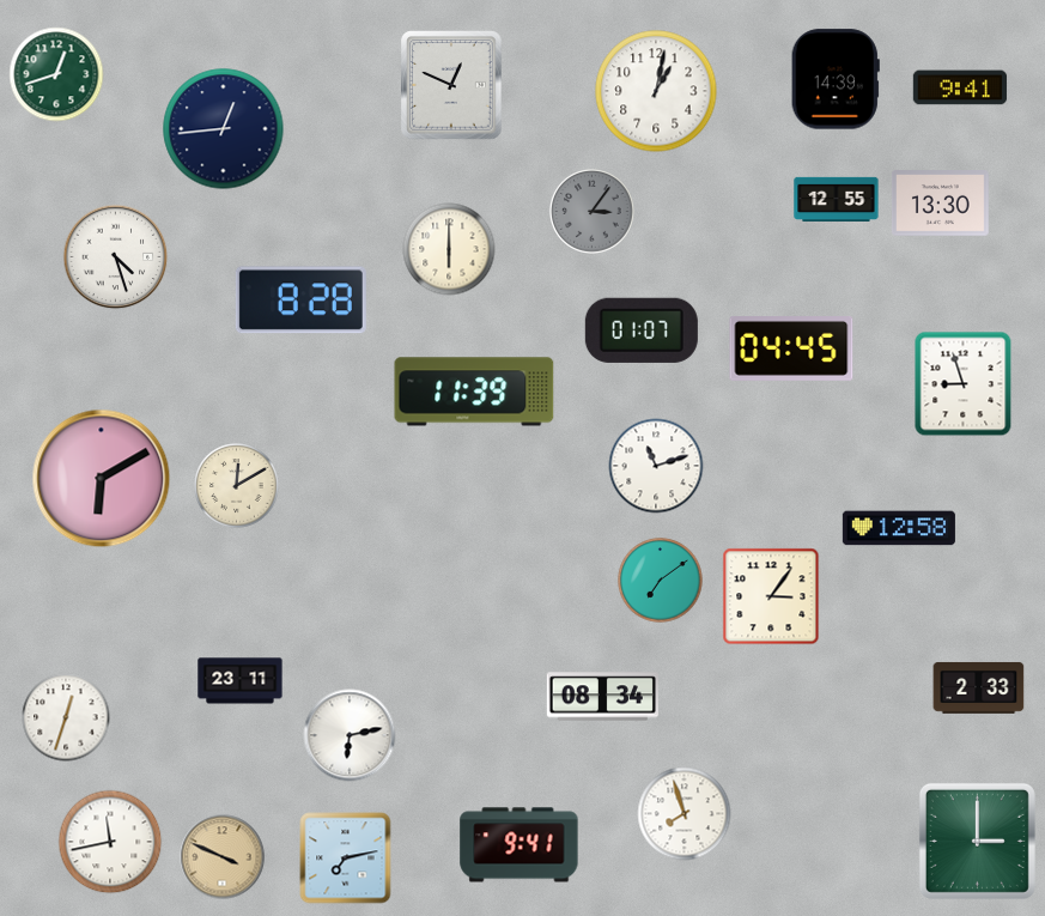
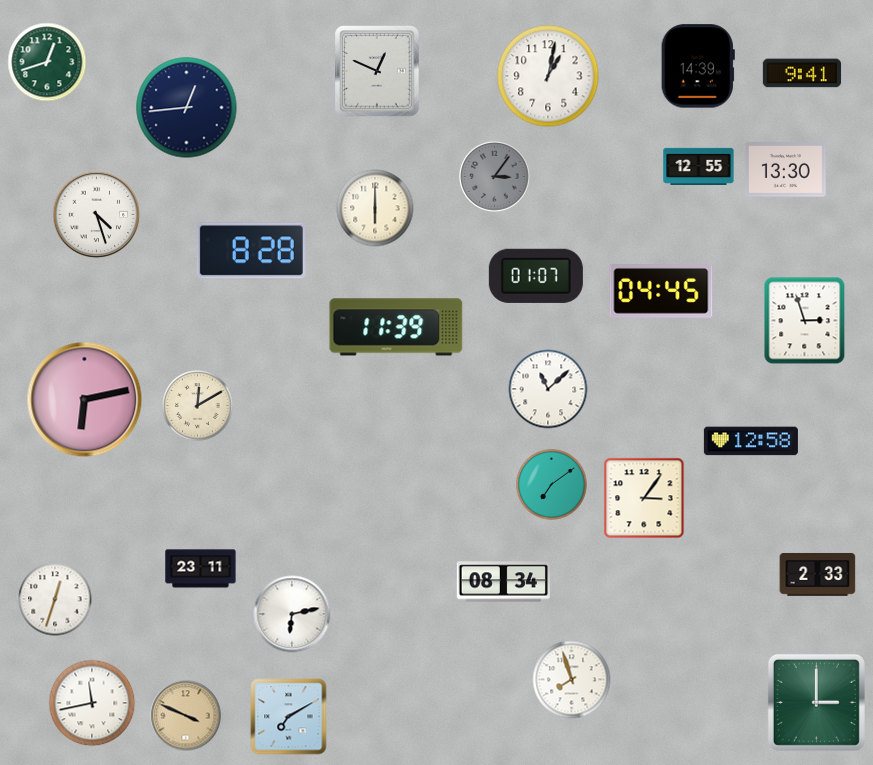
clock at (964, 384): 8:57 -> 2:57
clock at (656, 466): 11:12 -> 11:08
clock at (102, 479): 6:10 -> 6:13
clock at (520, 845): 9:41 -> none
clock at (346, 859): 7:13 -> 7:10
